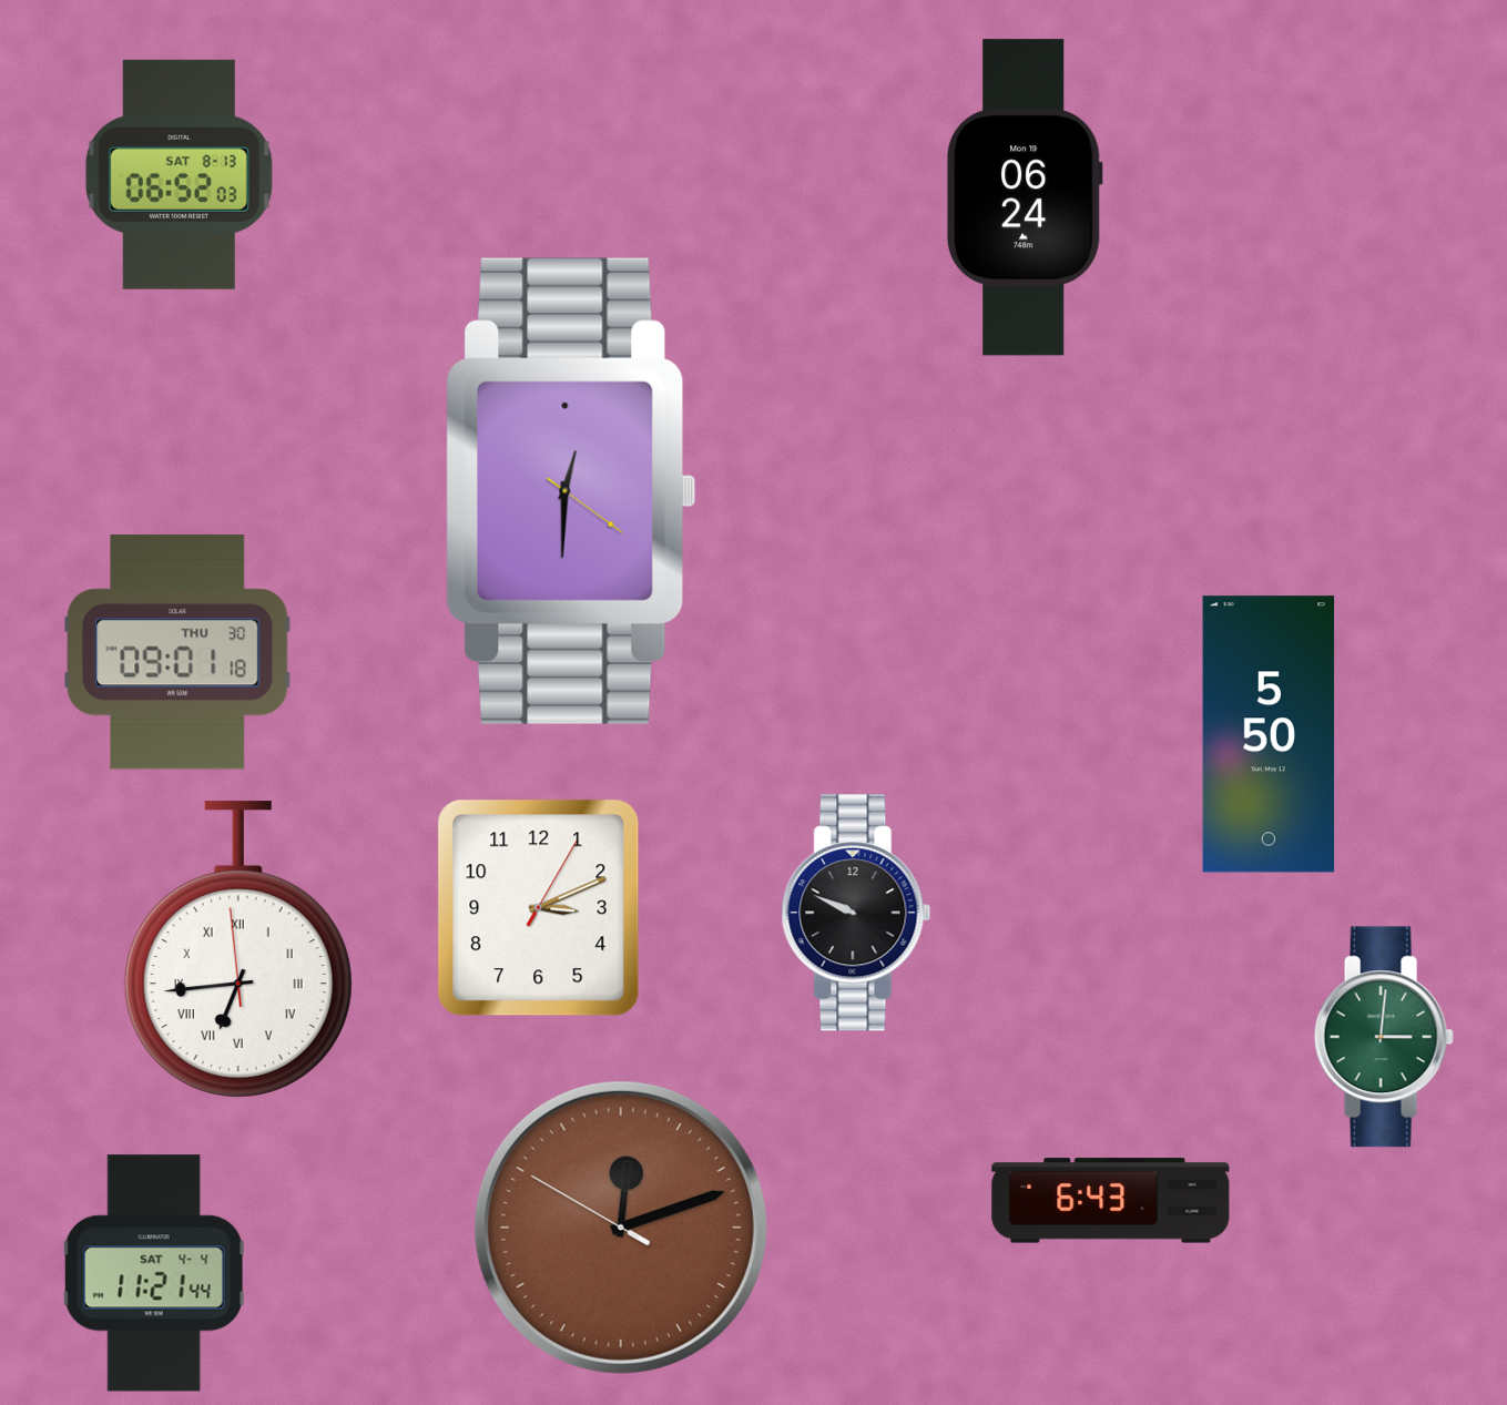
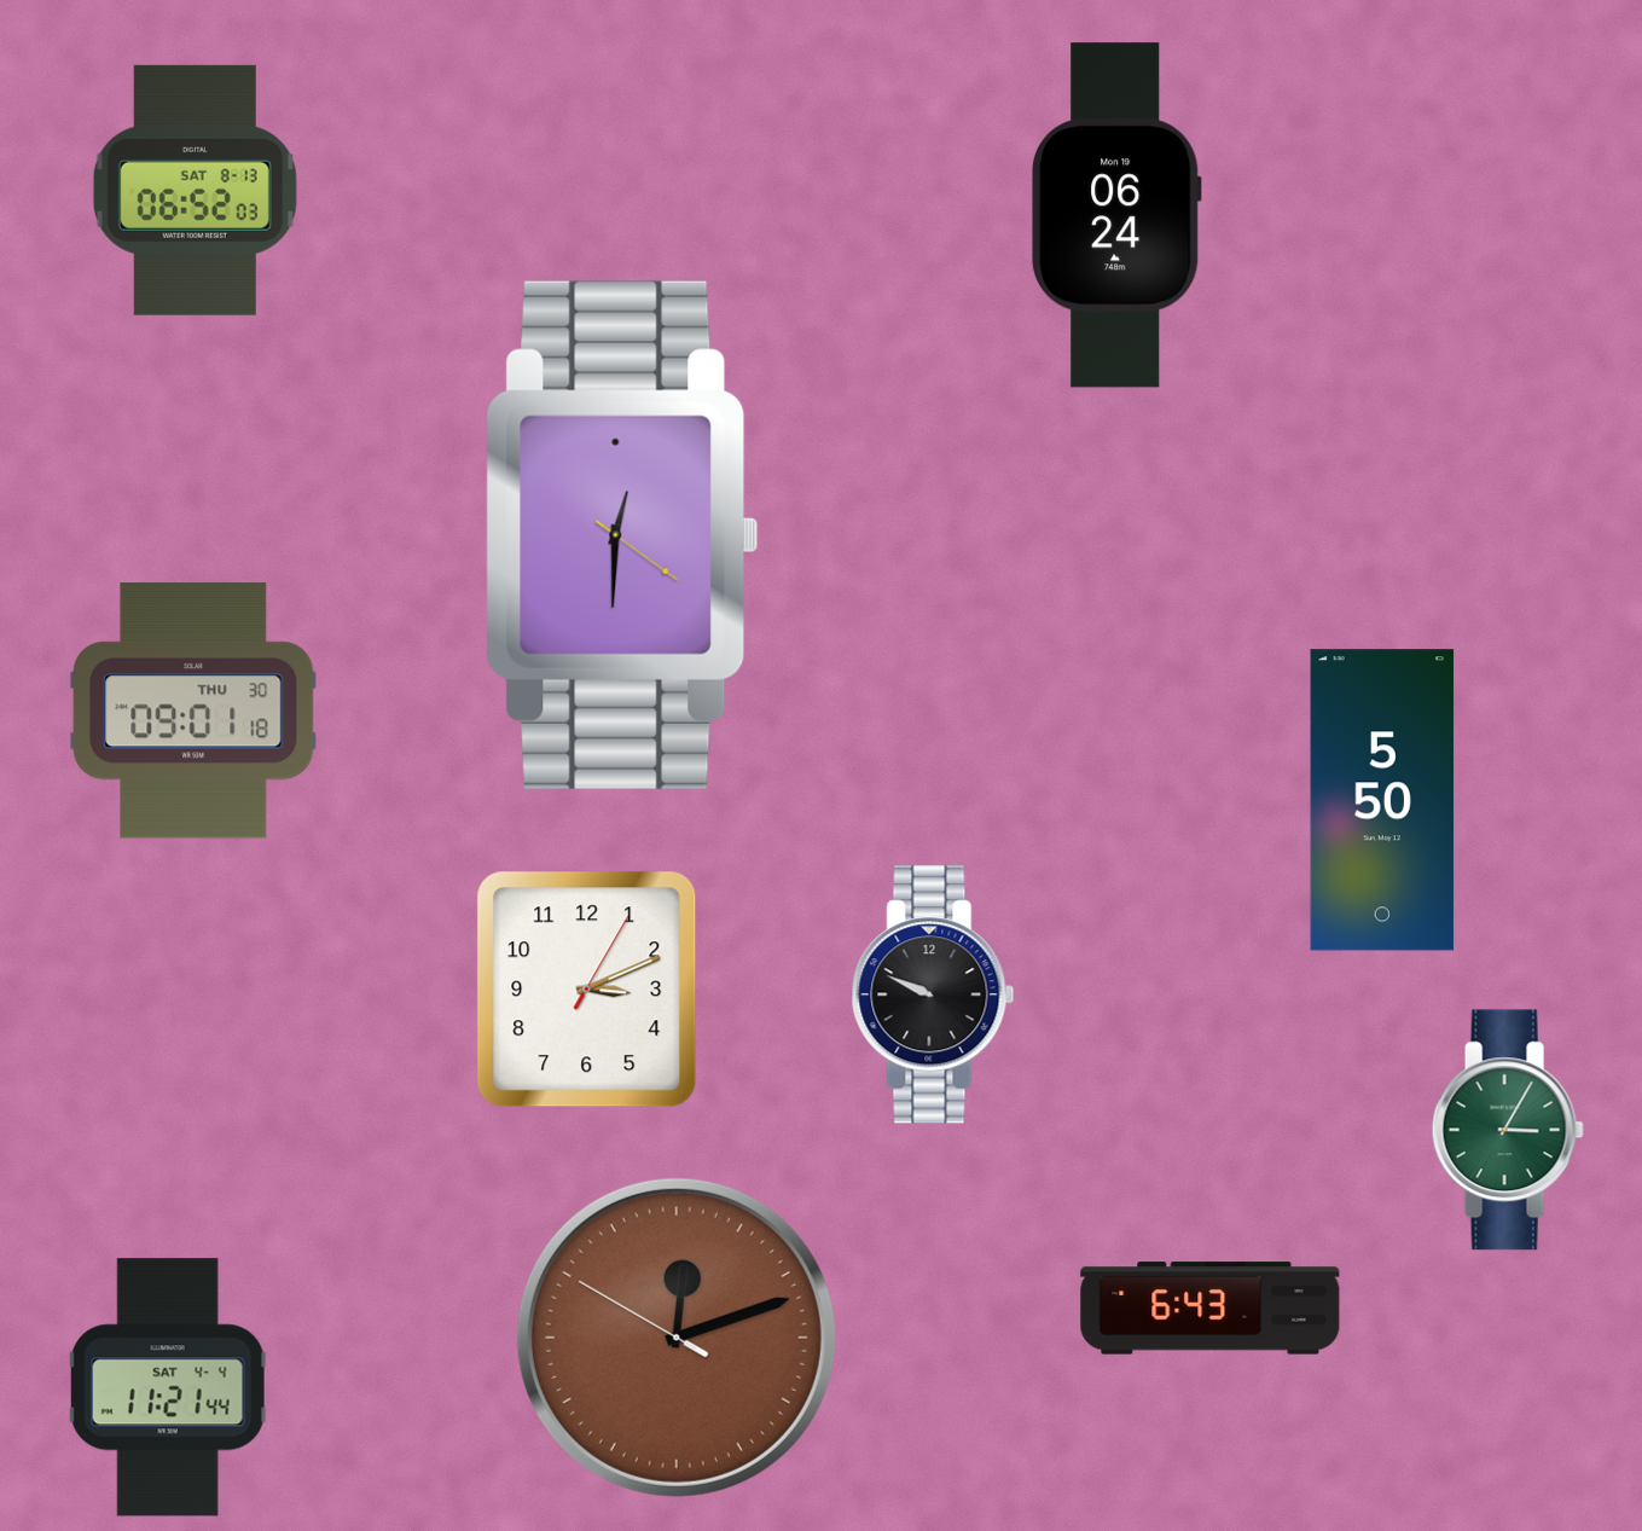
clock at (238, 949): 6:43 -> none
clock at (1384, 1037): 3:01 -> 3:05
